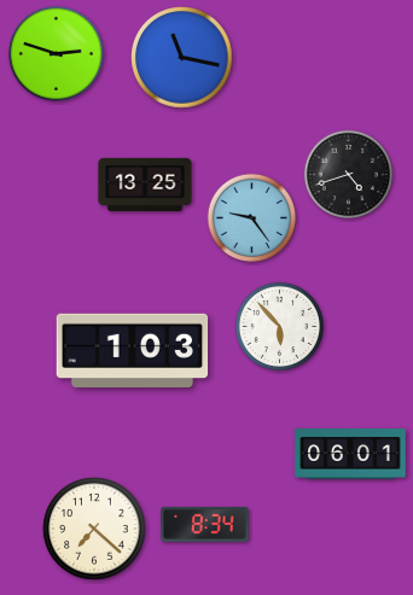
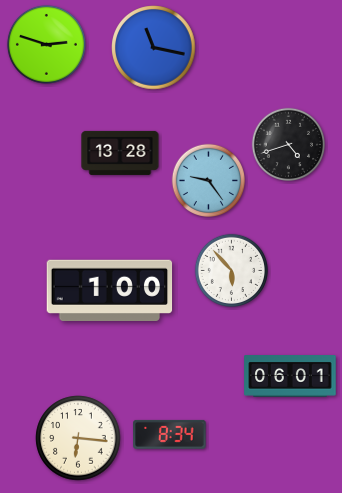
clock at (182, 58) position: (182, 58) -> (154, 48)
clock at (145, 185): 13:25 -> 13:28
clock at (133, 350): 1:03 -> 1:00
clock at (94, 529): 7:22 -> 6:16
